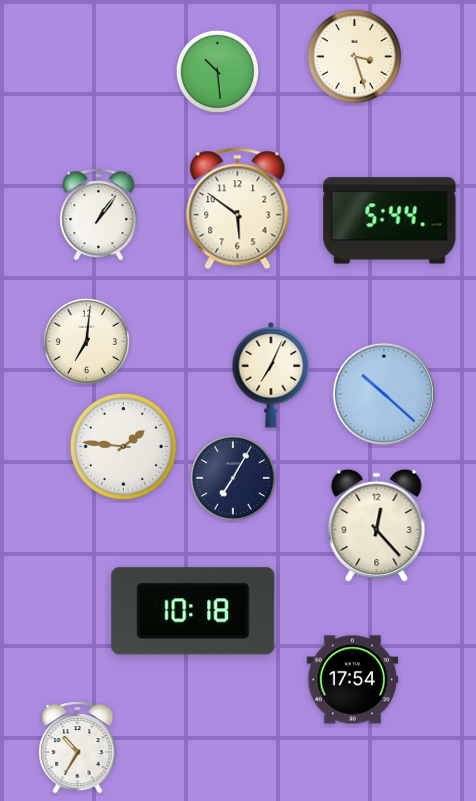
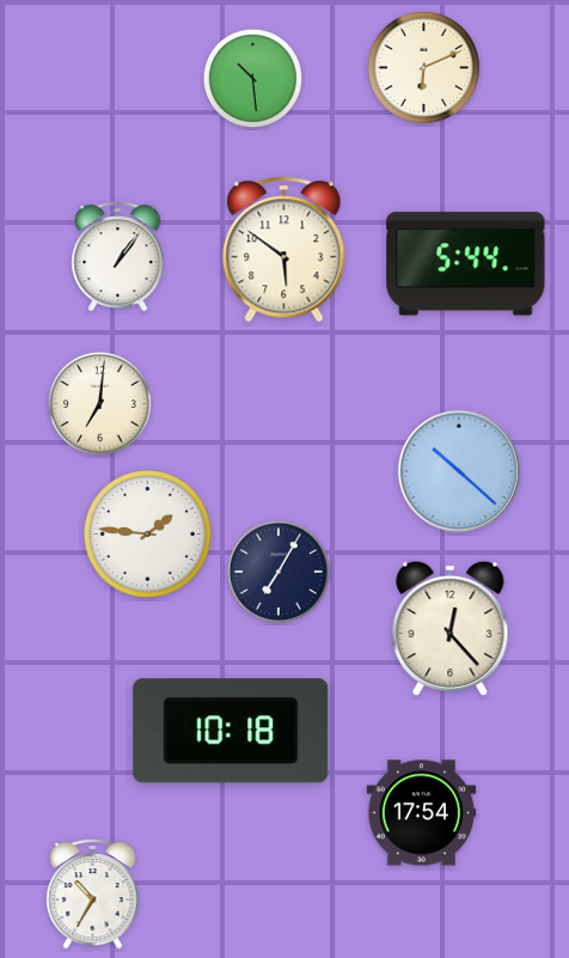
clock at (354, 56): 3:27 -> 6:11
clock at (217, 71) position: (217, 71) -> (252, 78)
clock at (86, 341) position: (86, 341) -> (99, 403)
clock at (271, 376): 7:04 -> none
